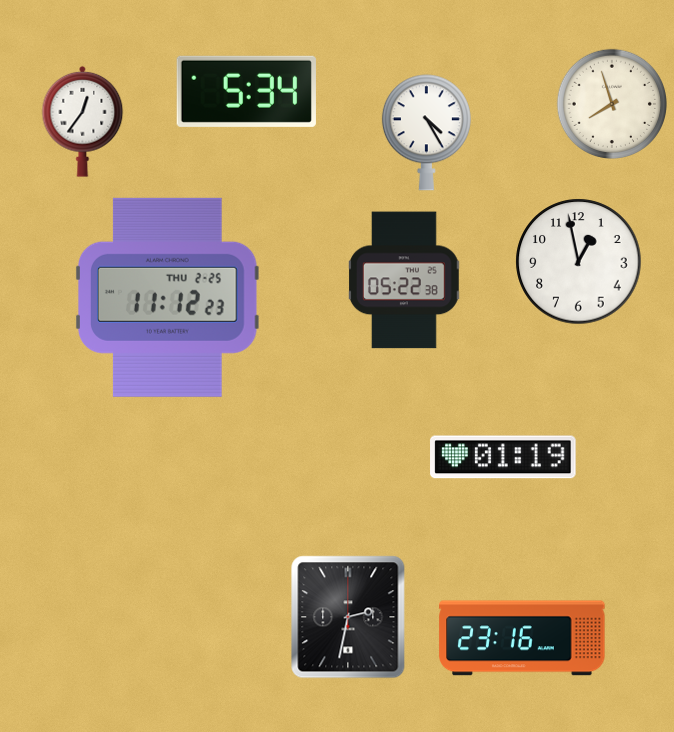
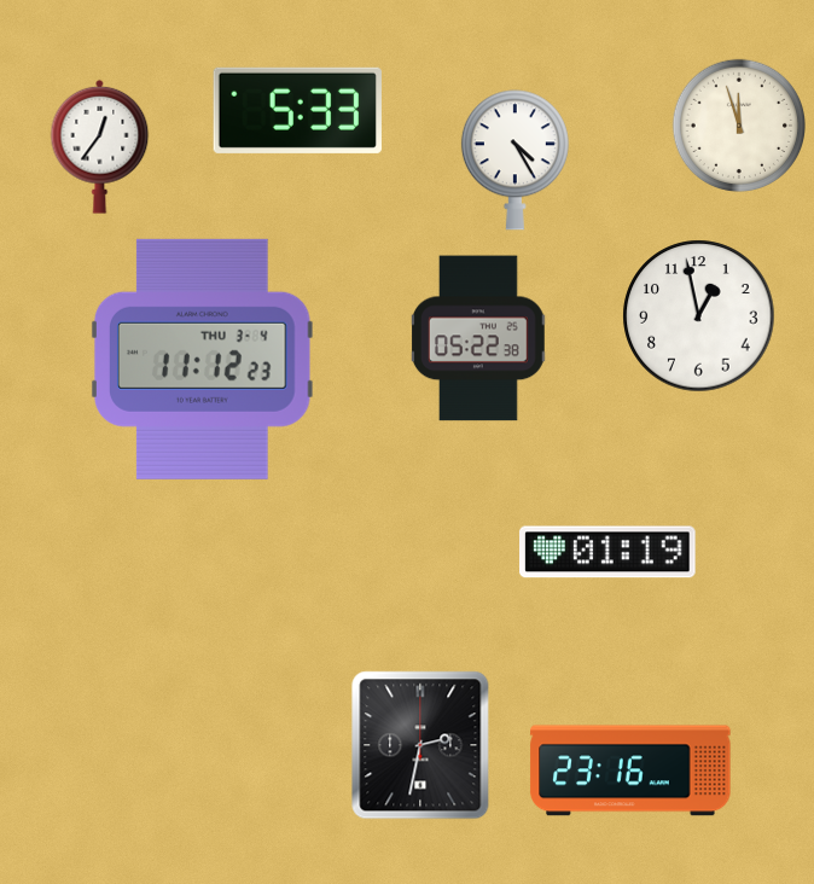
clock at (246, 91): 5:34 -> 5:33
clock at (611, 103): 7:57 -> 11:57
clock at (405, 280) position: (405, 280) -> (479, 338)
clock at (167, 297) date: THU 2-25 -> THU 3-4
